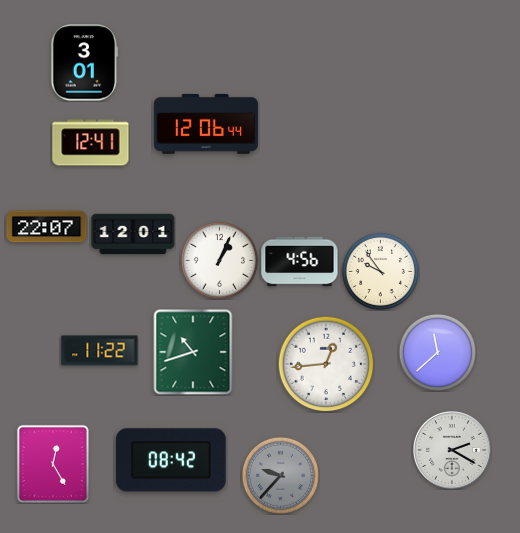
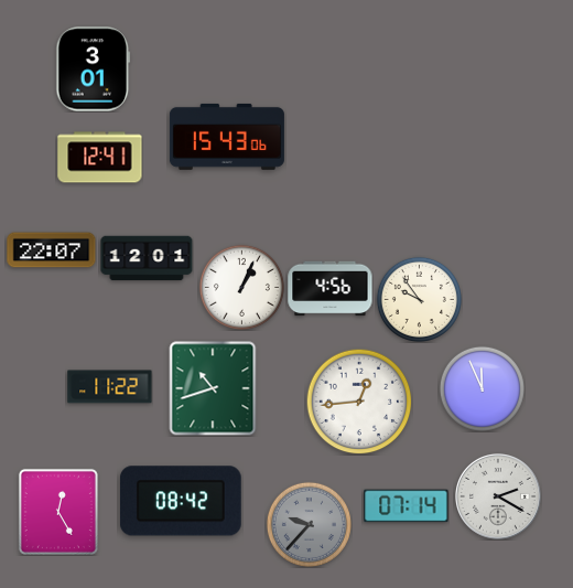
clock at (206, 124): 12:06 -> 15:43
clock at (437, 352): 11:38 -> 11:56
clock at (407, 506): none -> 07:14
clock at (171, 460) position: (171, 460) -> (181, 501)
